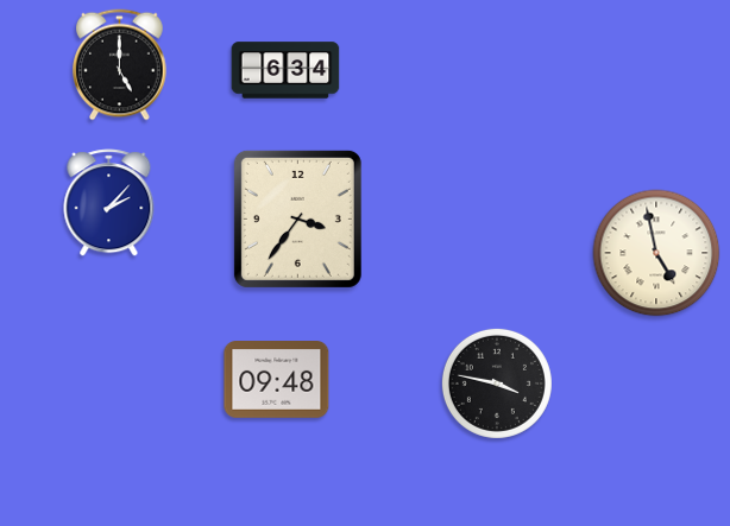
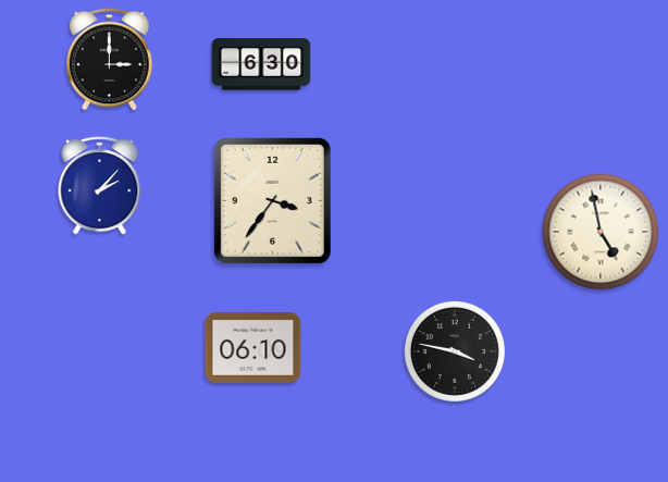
clock at (120, 65): 5:00 -> 3:00
clock at (285, 70): 6:34 -> 6:30
clock at (277, 380): 09:48 -> 06:10
